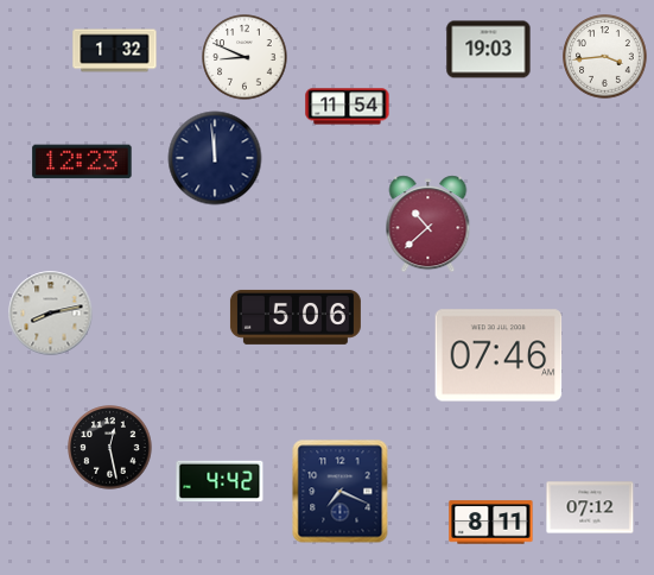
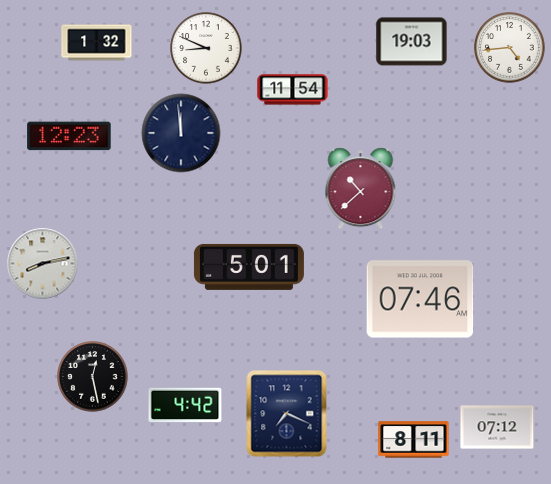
clock at (605, 57): 3:44 -> 4:44
clock at (296, 317): 5:06 -> 5:01
